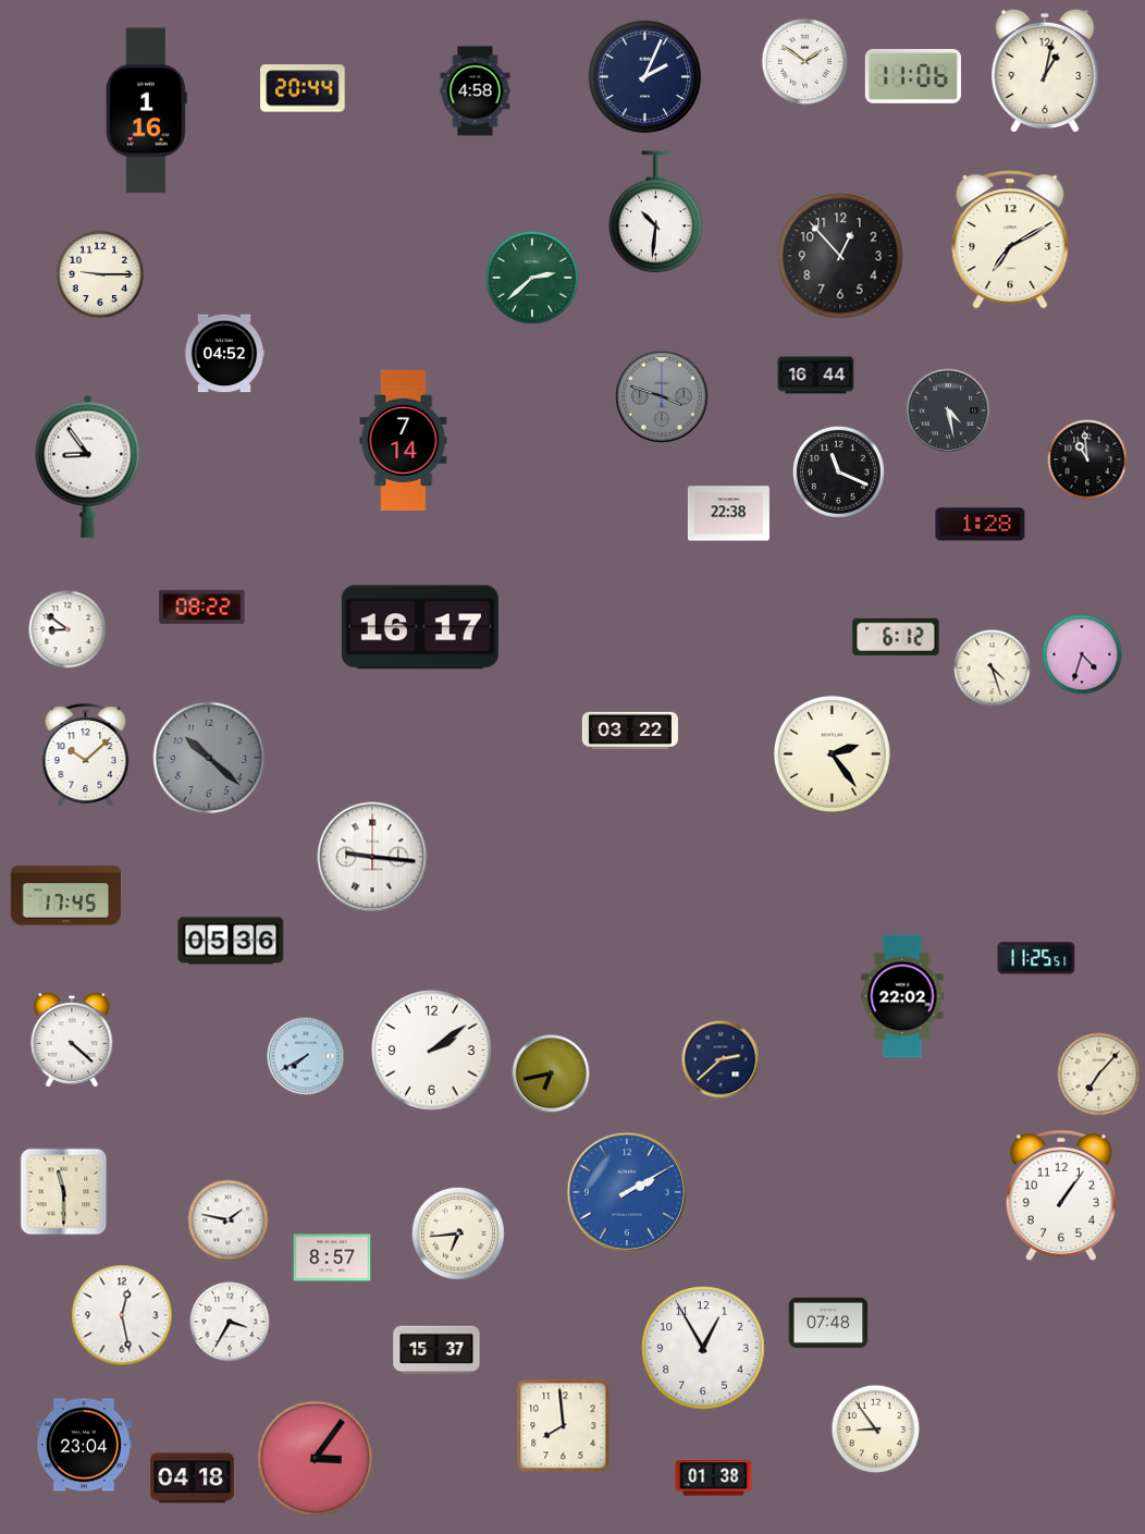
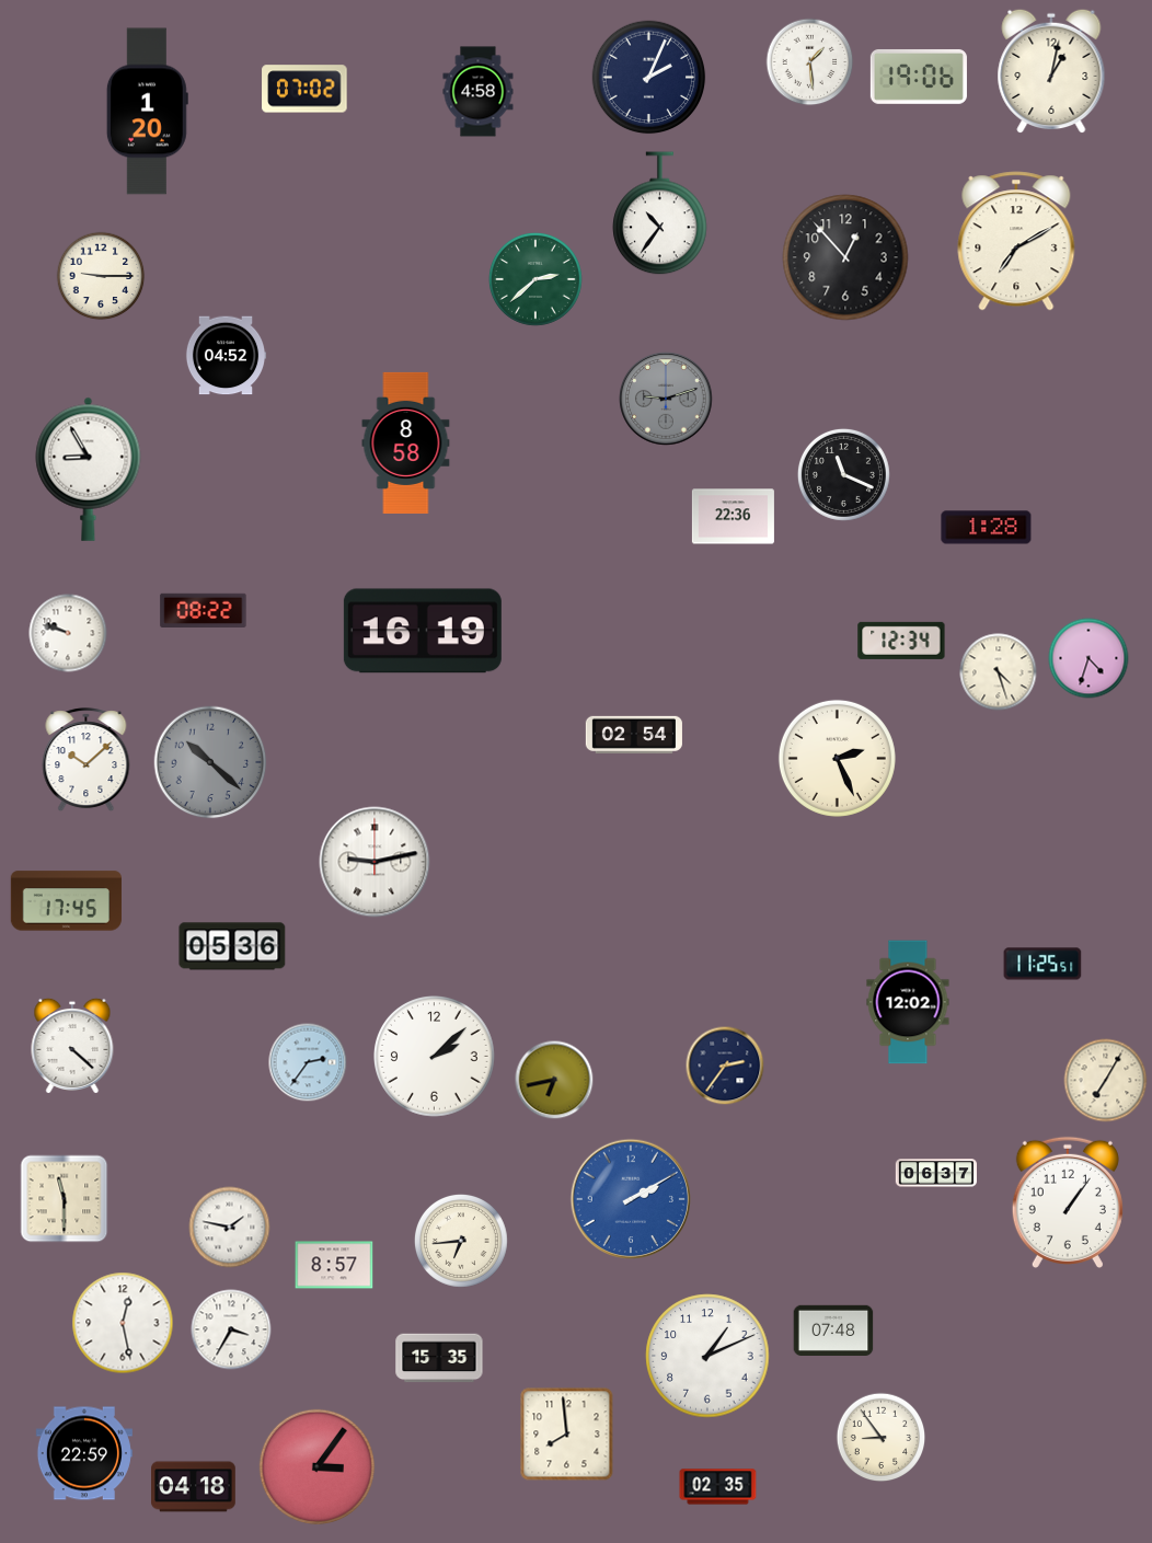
clock at (805, 62): 1:51 -> 1:29
clock at (913, 76): 11:06 -> 19:06
clock at (303, 88): 20:44 -> 07:02
clock at (146, 111): 1:16 -> 1:20
clock at (656, 212): 10:31 -> 10:36
clock at (816, 376): 16:44 -> none
clock at (662, 396): 3:48 -> 9:12
clock at (948, 410): 4:28 -> none
clock at (404, 440): 7:14 -> 8:58
clock at (1087, 459): 10:59 -> none
clock at (88, 466): 8:54 -> 8:55
clock at (728, 514): 22:38 -> 22:36
clock at (420, 627): 16:17 -> 16:19
clock at (67, 629): 8:51 -> 9:48
clock at (896, 637): 6:12 -> 12:34
clock at (630, 731): 03:22 -> 02:54
clock at (832, 753): 2:24 -> 2:26
clock at (372, 857): 9:16 -> 9:13
clock at (902, 996): 22:02 -> 12:02
clock at (432, 1051): 2:09 -> 2:08
clock at (306, 1056): 7:40 -> 2:36
clock at (721, 1059): 2:38 -> 2:36
clock at (1099, 1075): 7:07 -> 7:05
clock at (935, 1173): none -> 06:37
clock at (703, 1348): 12:55 -> 1:11
clock at (436, 1350): 15:37 -> 15:35
clock at (84, 1445): 23:04 -> 22:59
clock at (714, 1478): 01:38 -> 02:35
